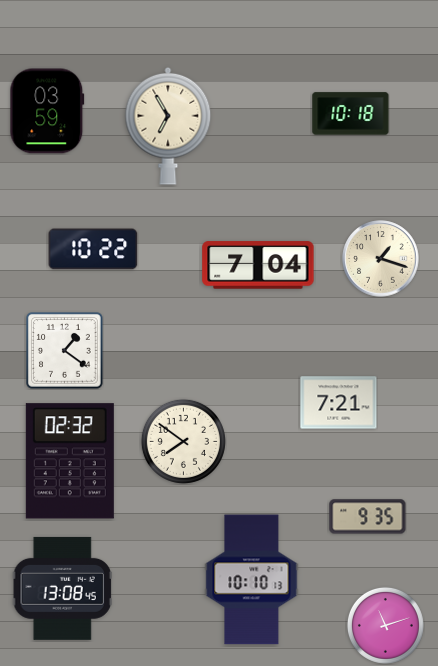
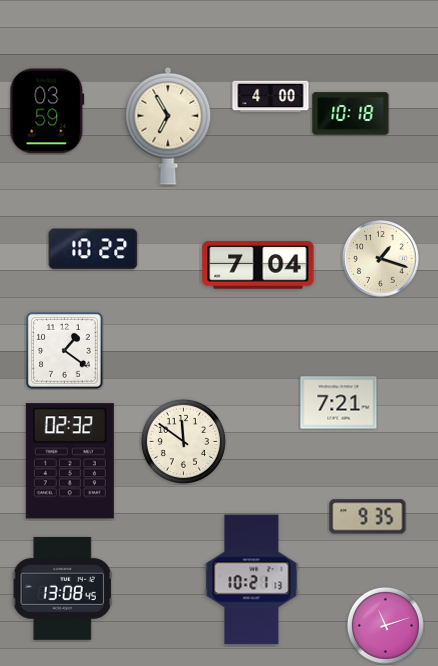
clock at (271, 97): none -> 4:00
clock at (183, 441): 7:51 -> 11:51
clock at (252, 580): 10:10 -> 10:21
